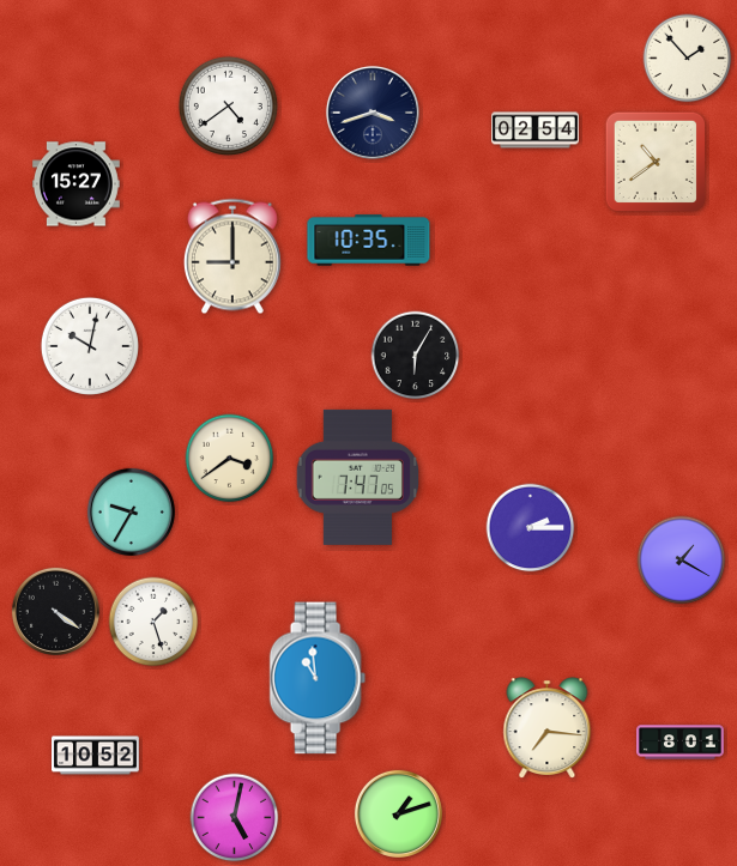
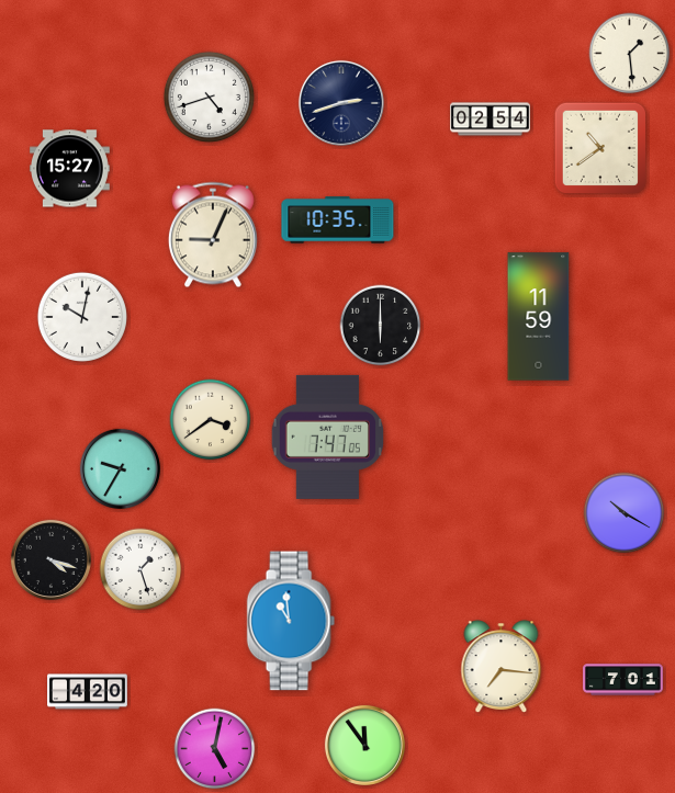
clock at (688, 59): 1:53 -> 1:29
clock at (228, 105): 4:39 -> 4:42
clock at (373, 113): 3:42 -> 2:42
clock at (232, 256): 9:00 -> 9:04
clock at (539, 317): none -> 11:59
clock at (416, 356): 6:05 -> 6:00
clock at (531, 528): 2:15 -> none
clock at (682, 561): 1:20 -> 10:20
clock at (55, 611): 4:21 -> 4:18
clock at (681, 743): 8:01 -> 7:01
clock at (96, 756): 10:52 -> 4:20
clock at (398, 813): 1:12 -> 11:54
